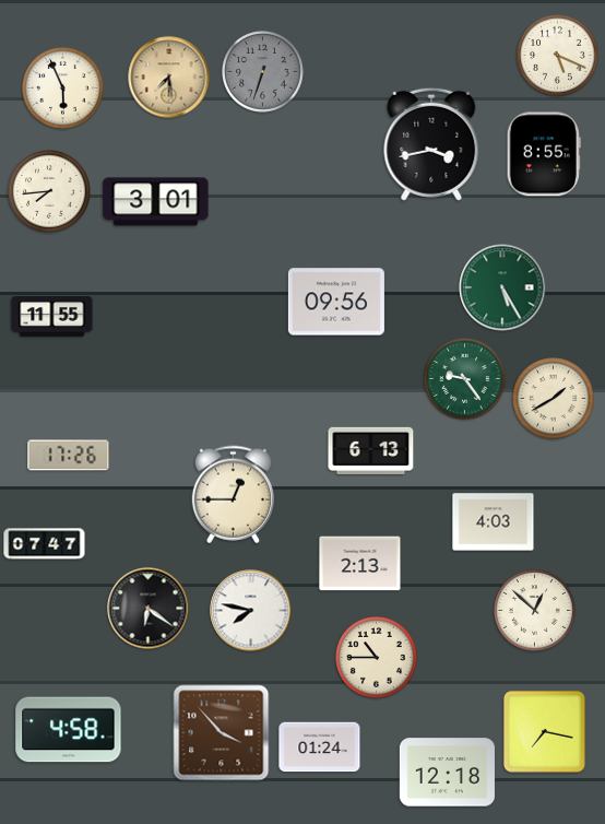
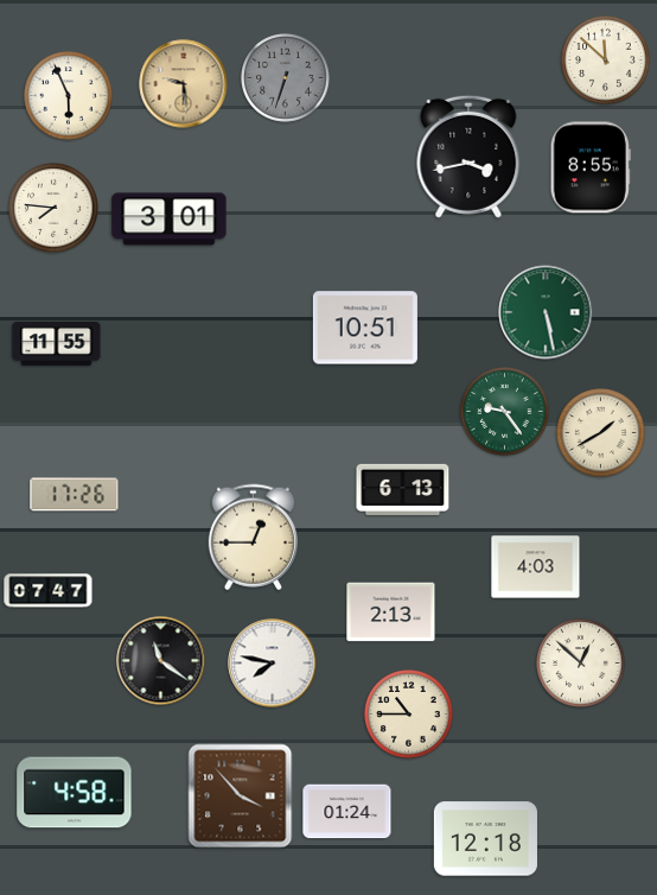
clock at (558, 56): 5:19 -> 11:52
clock at (169, 78): 7:29 -> 9:29
clock at (49, 191): 7:44 -> 7:46
clock at (502, 287): 5:25 -> 5:28
clock at (336, 302): 09:56 -> 10:51
clock at (149, 609): 6:21 -> 11:21
clock at (544, 731): 7:17 -> none
